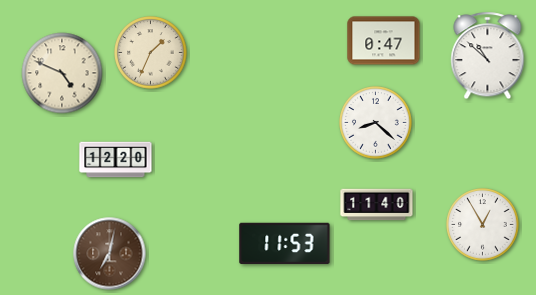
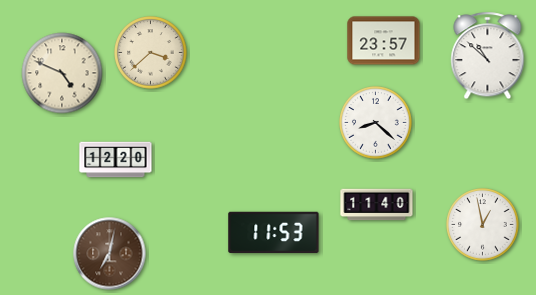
clock at (384, 41): 0:47 -> 23:57
clock at (151, 53): 1:34 -> 3:38
clock at (483, 225): 12:55 -> 12:58
clock at (285, 244) position: (285, 244) -> (274, 233)
